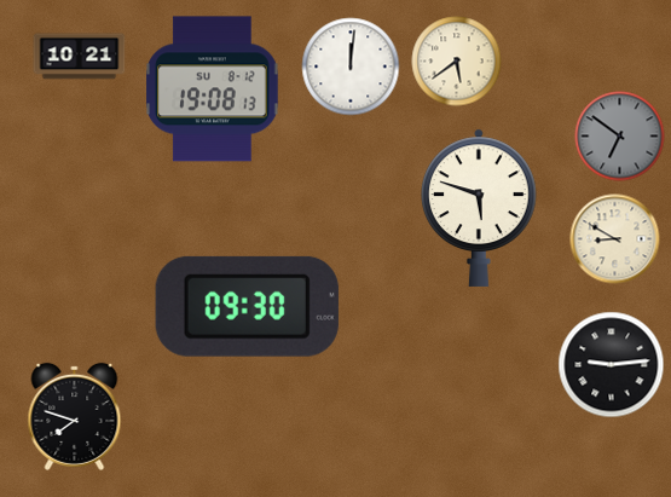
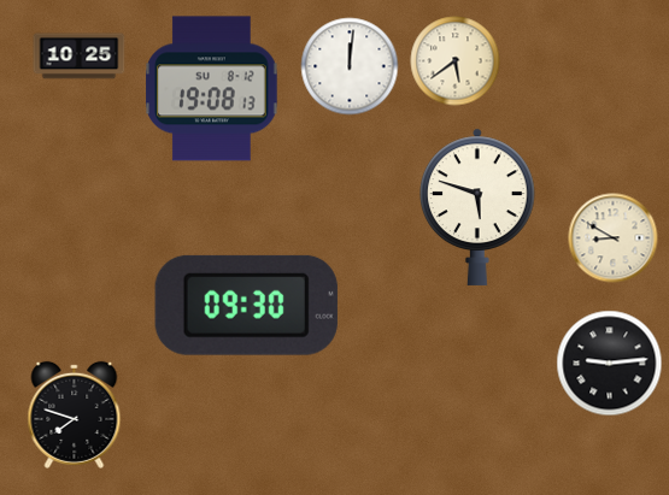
clock at (80, 57): 10:21 -> 10:25
clock at (620, 137): 6:51 -> none
